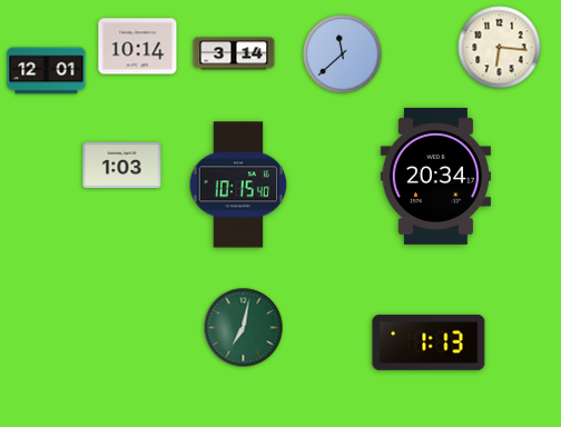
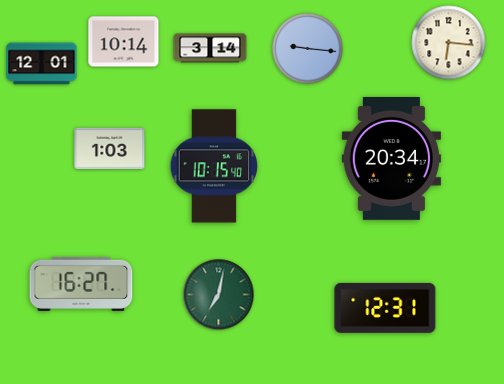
clock at (343, 54): 11:38 -> 9:16
clock at (81, 284): none -> 16:27
clock at (429, 342): 1:13 -> 12:31
